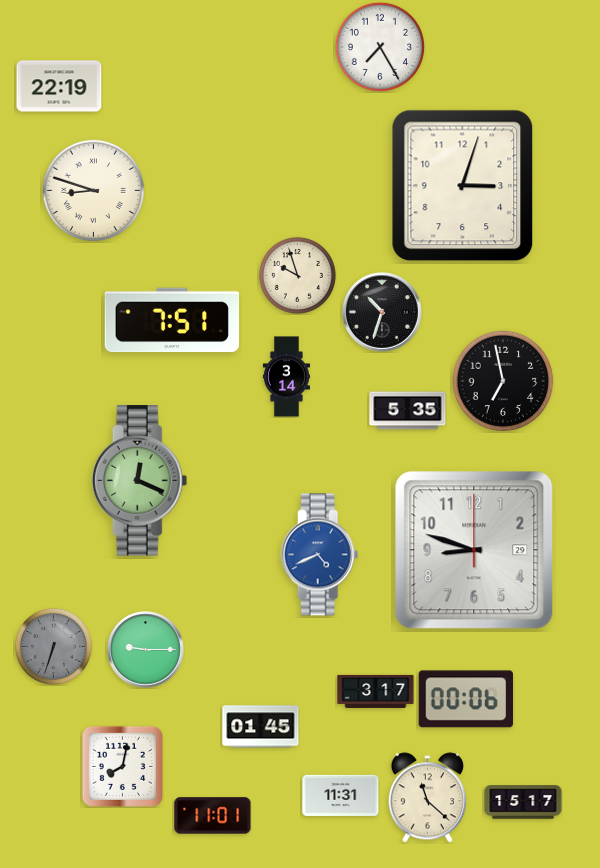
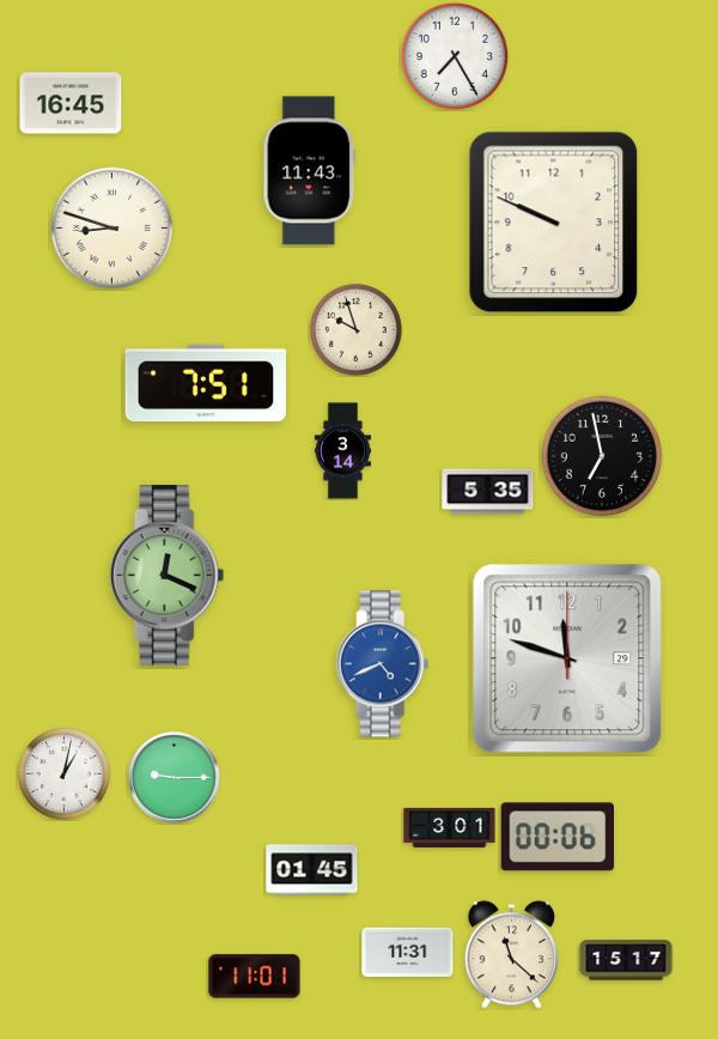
clock at (59, 86): 22:19 -> 16:45
clock at (310, 171): none -> 11:43
clock at (463, 186): 3:03 -> 9:49
clock at (383, 313): 10:33 -> none
clock at (474, 550): 8:48 -> 11:48
clock at (53, 646): 6:33 -> 1:02
clock at (53, 646) dial: grey -> white
clock at (376, 691): 3:17 -> 3:01
clock at (122, 766): 8:02 -> none
